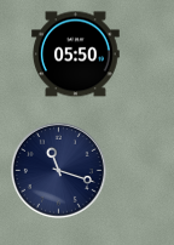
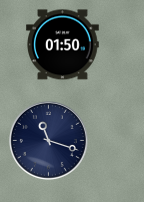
clock at (76, 55): 05:50 -> 01:50
